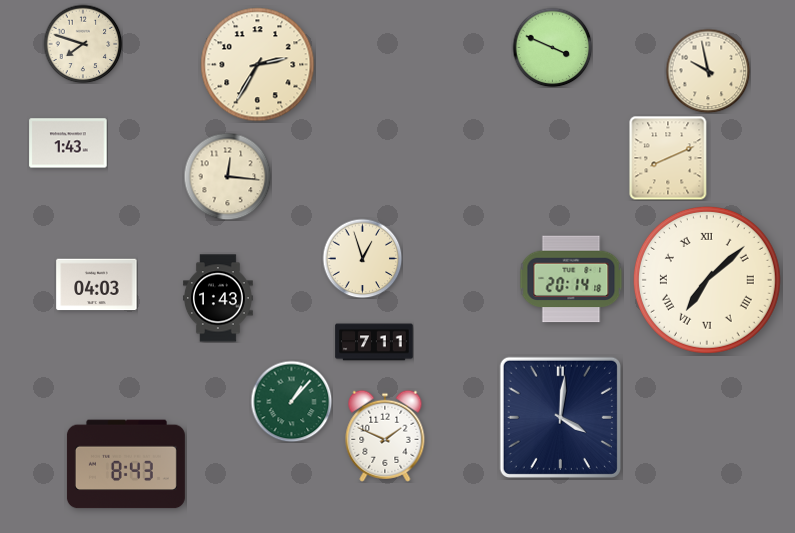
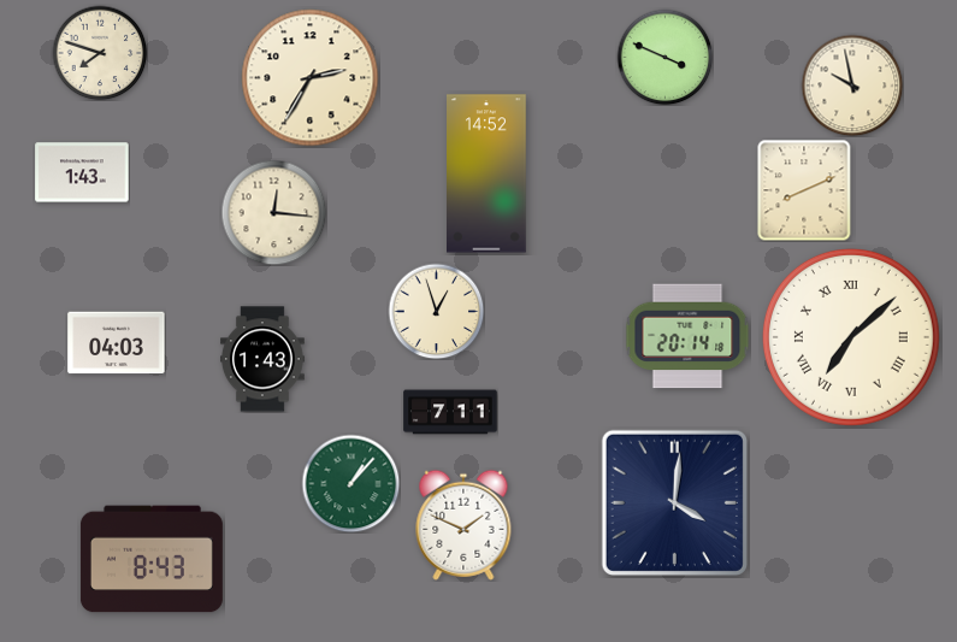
clock at (488, 173): none -> 14:52
